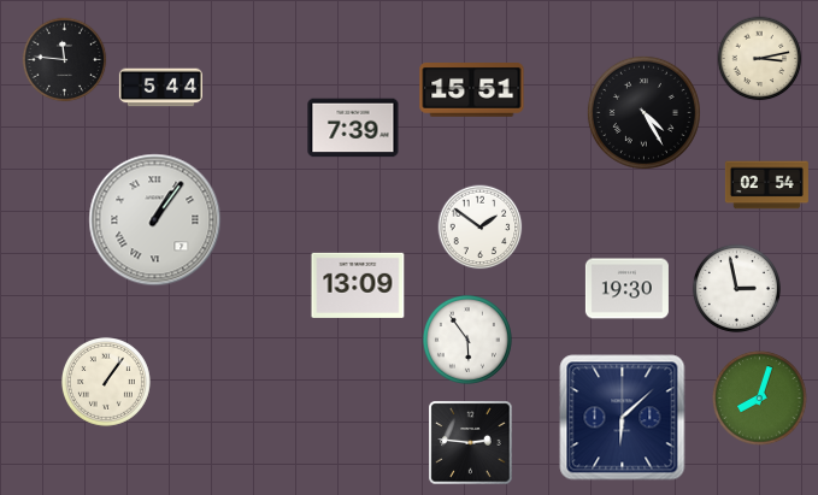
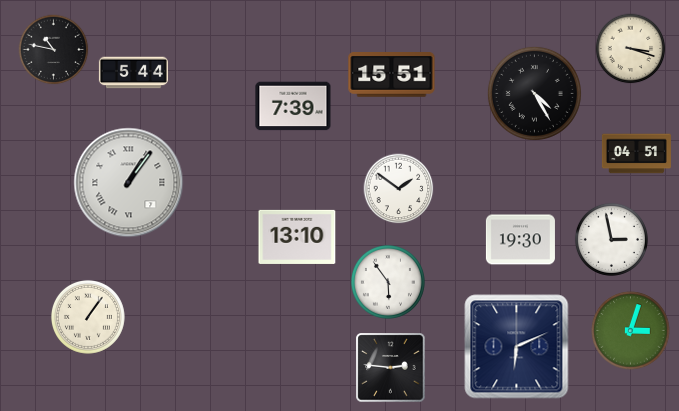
clock at (760, 59): 3:13 -> 3:18
clock at (65, 60): 11:46 -> 10:47
clock at (766, 185): 02:54 -> 04:51
clock at (358, 285): 13:09 -> 13:10
clock at (760, 399): 8:03 -> 3:03
clock at (623, 418): 6:08 -> 6:11
